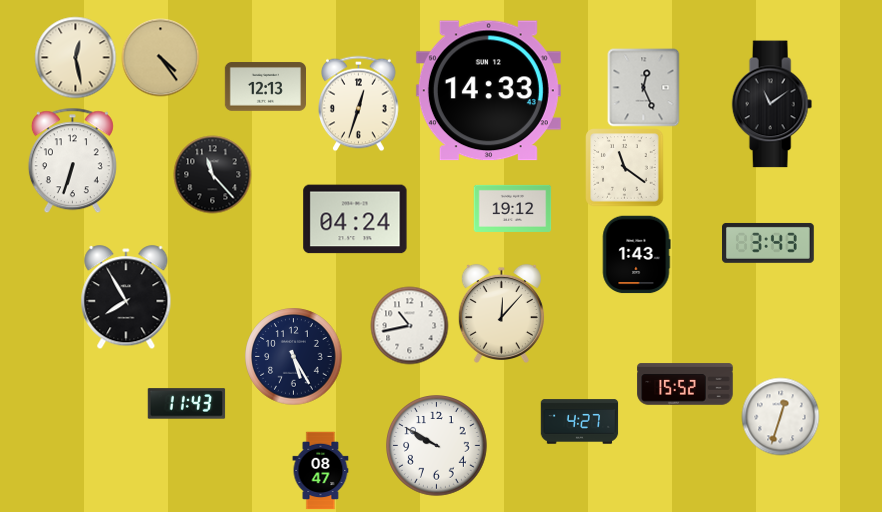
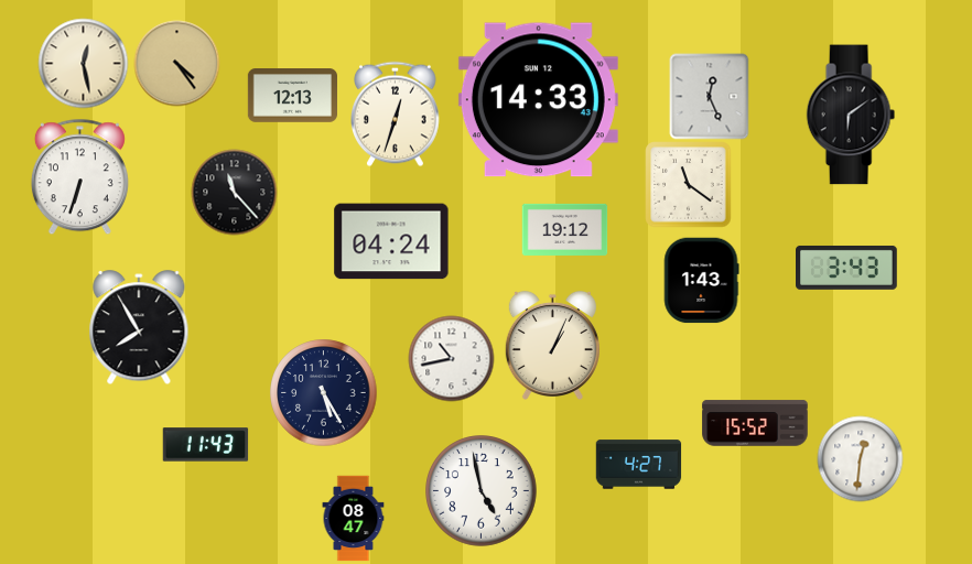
clock at (772, 104): 11:09 -> 6:09
clock at (501, 313): 12:07 -> 1:04
clock at (780, 416): 12:33 -> 12:31
clock at (437, 446): 9:50 -> 4:58
